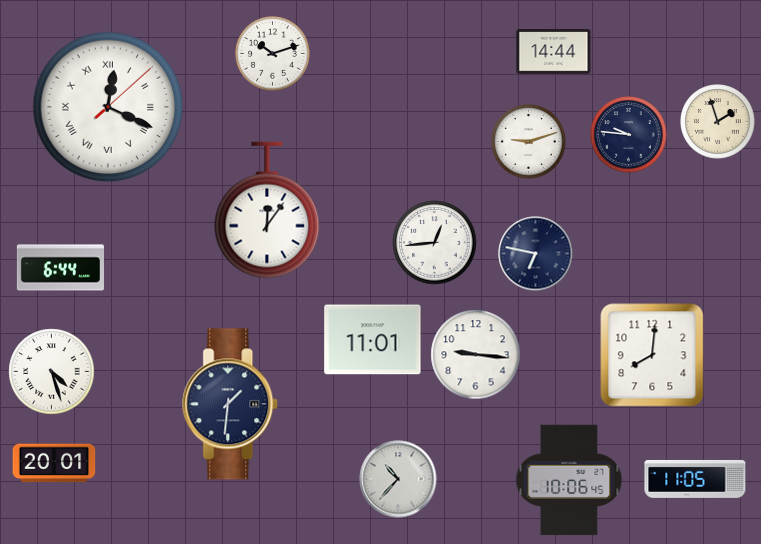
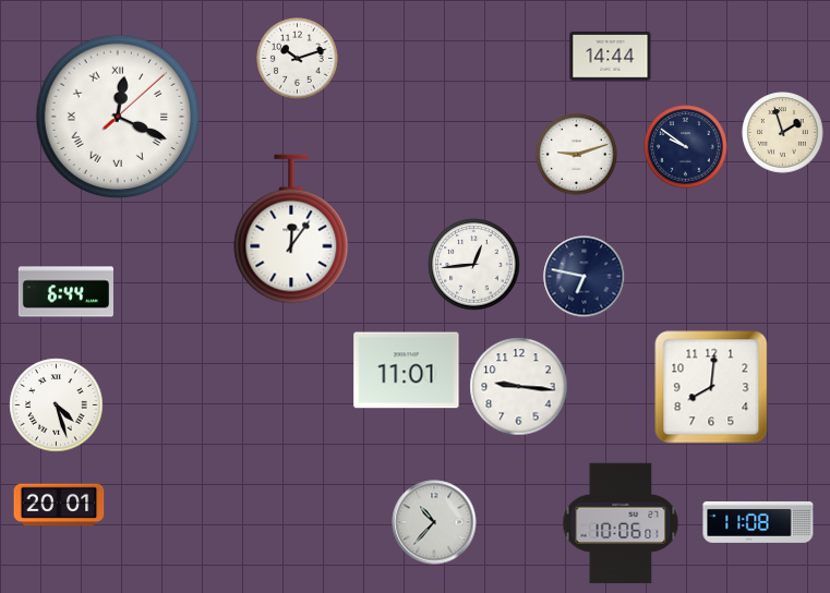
clock at (554, 52) position: (554, 52) -> (611, 57)
clock at (629, 135): 9:46 -> 9:51
clock at (231, 404): 1:31 -> none
clock at (695, 479): 11:05 -> 11:08
clock at (569, 480): 10:06:45 -> 10:06:01
